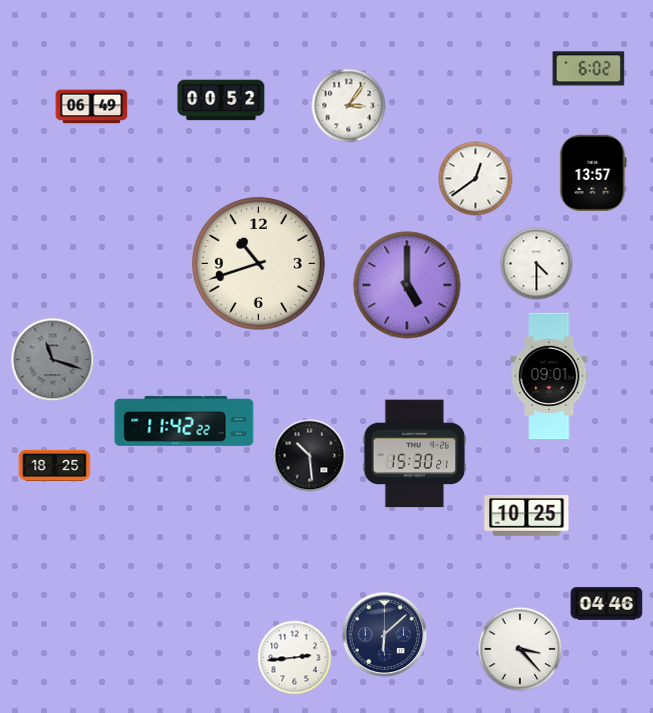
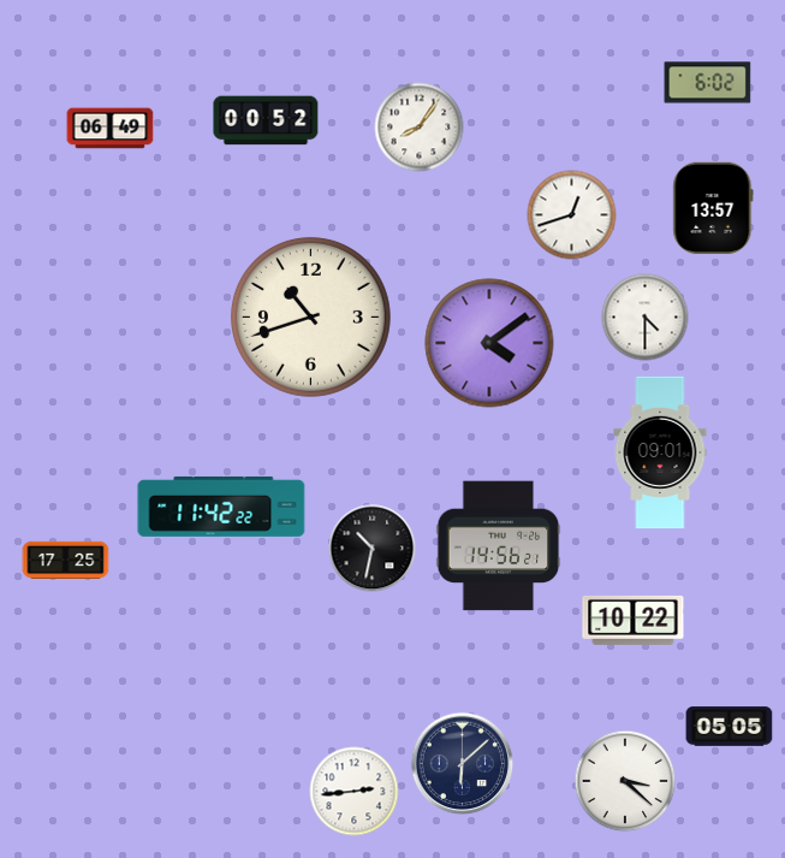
clock at (349, 106): 3:06 -> 8:06
clock at (476, 179): 12:39 -> 12:42
clock at (407, 285): 5:00 -> 4:09
clock at (53, 360): 11:18 -> none
clock at (415, 454): 15:30 -> 14:56
clock at (310, 456): 10:29 -> 10:32
clock at (55, 465): 18:25 -> 17:25
clock at (527, 515): 10:25 -> 10:22
clock at (607, 604): 04:46 -> 05:05
clock at (520, 649): 3:23 -> 3:22
